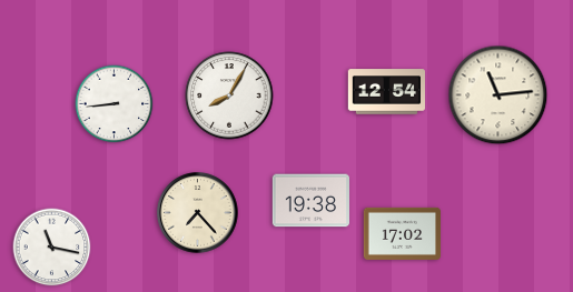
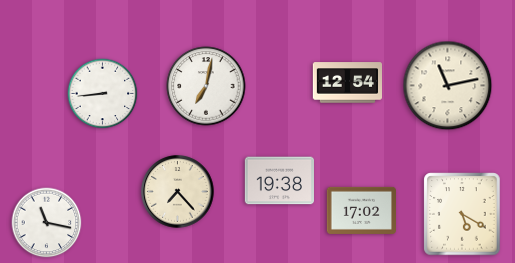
clock at (229, 95): 8:05 -> 7:02
clock at (498, 95): 11:14 -> 11:13
clock at (462, 214): none -> 5:20
